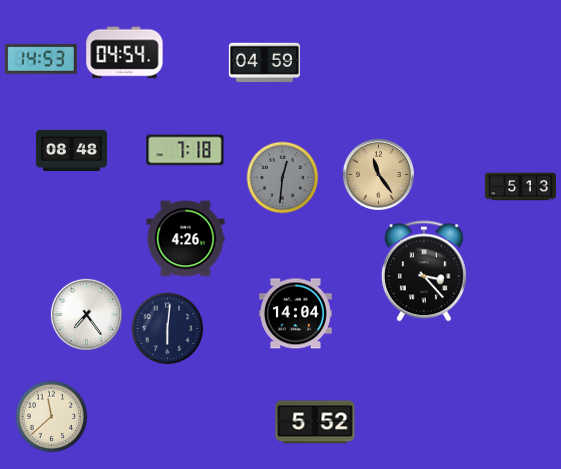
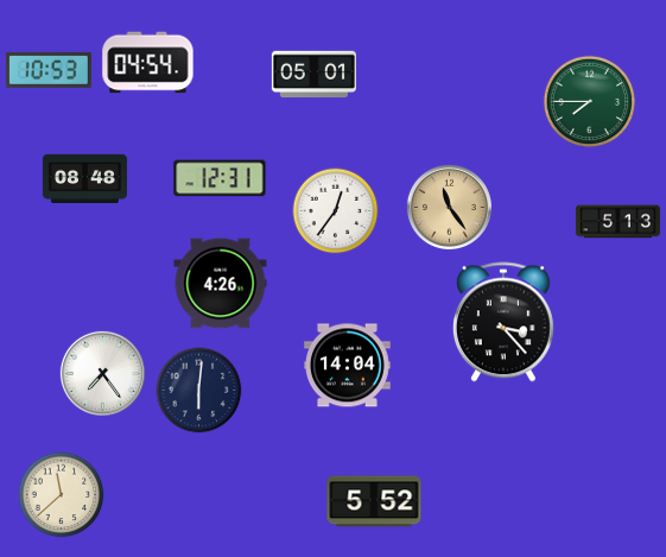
clock at (41, 59): 14:53 -> 10:53
clock at (264, 63): 04:59 -> 05:01
clock at (589, 101): none -> 7:45
clock at (185, 150): 7:18 -> 12:31
clock at (283, 178): 12:31 -> 12:36
clock at (283, 178) dial: grey -> white
clock at (296, 314) position: (296, 314) -> (348, 366)
